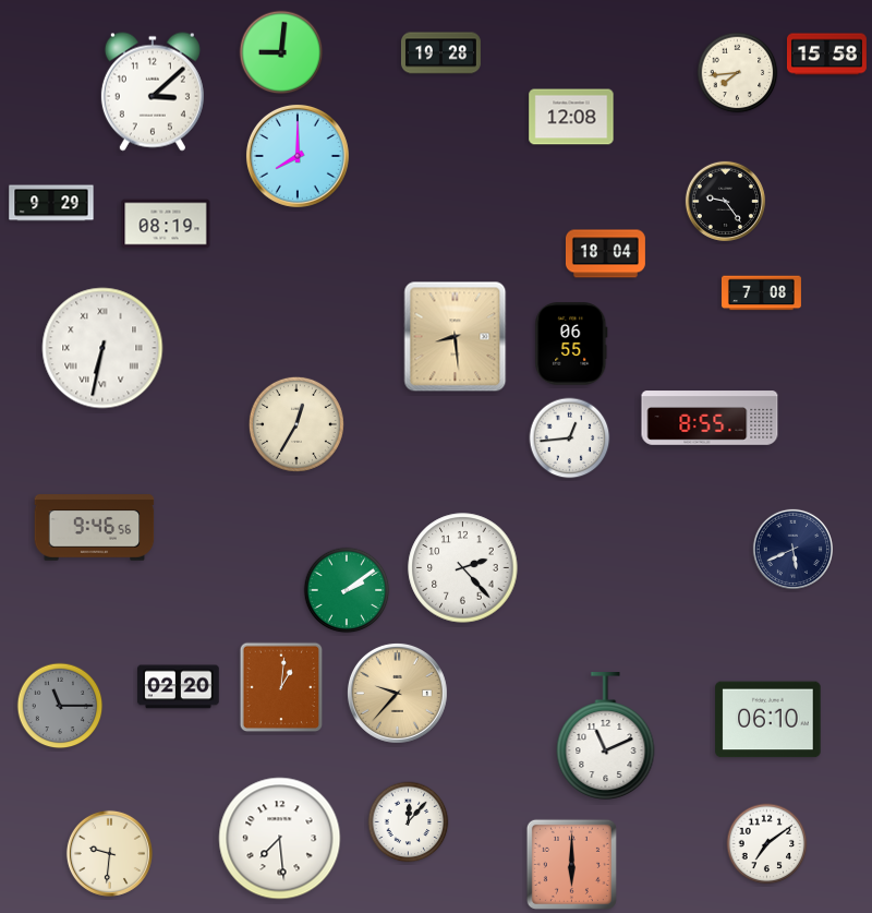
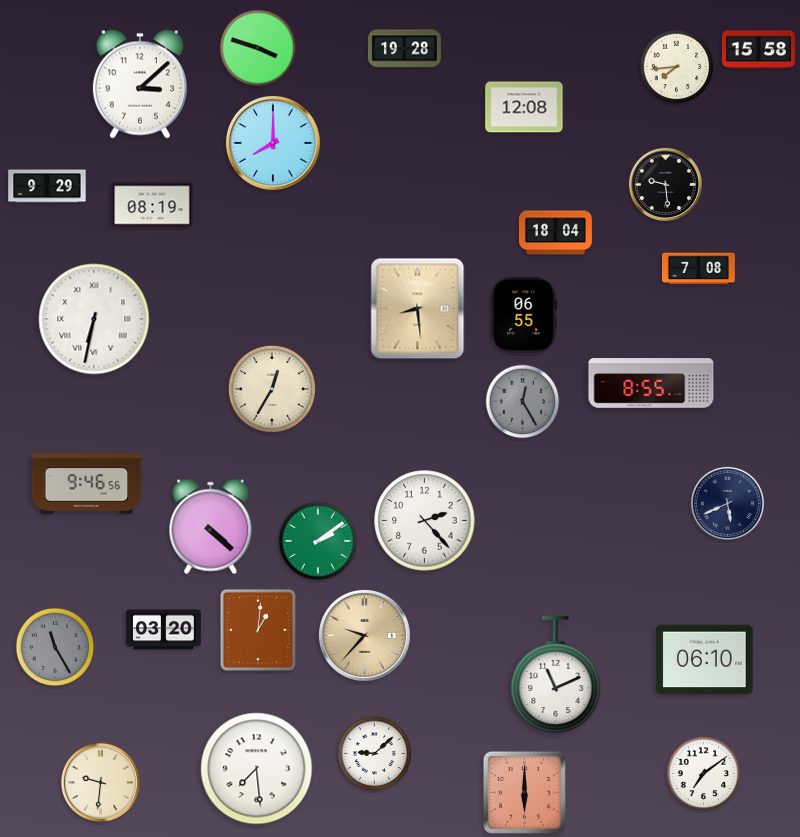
clock at (281, 52): 9:01 -> 3:48
clock at (725, 201): 9:24 -> 9:29
clock at (570, 439): 12:44 -> 12:25
clock at (570, 439) dial: white -> grey
clock at (211, 527): none -> 4:22
clock at (179, 687): 02:20 -> 03:20
clock at (60, 706): 11:15 -> 11:25
clock at (409, 822): 12:07 -> 9:08
